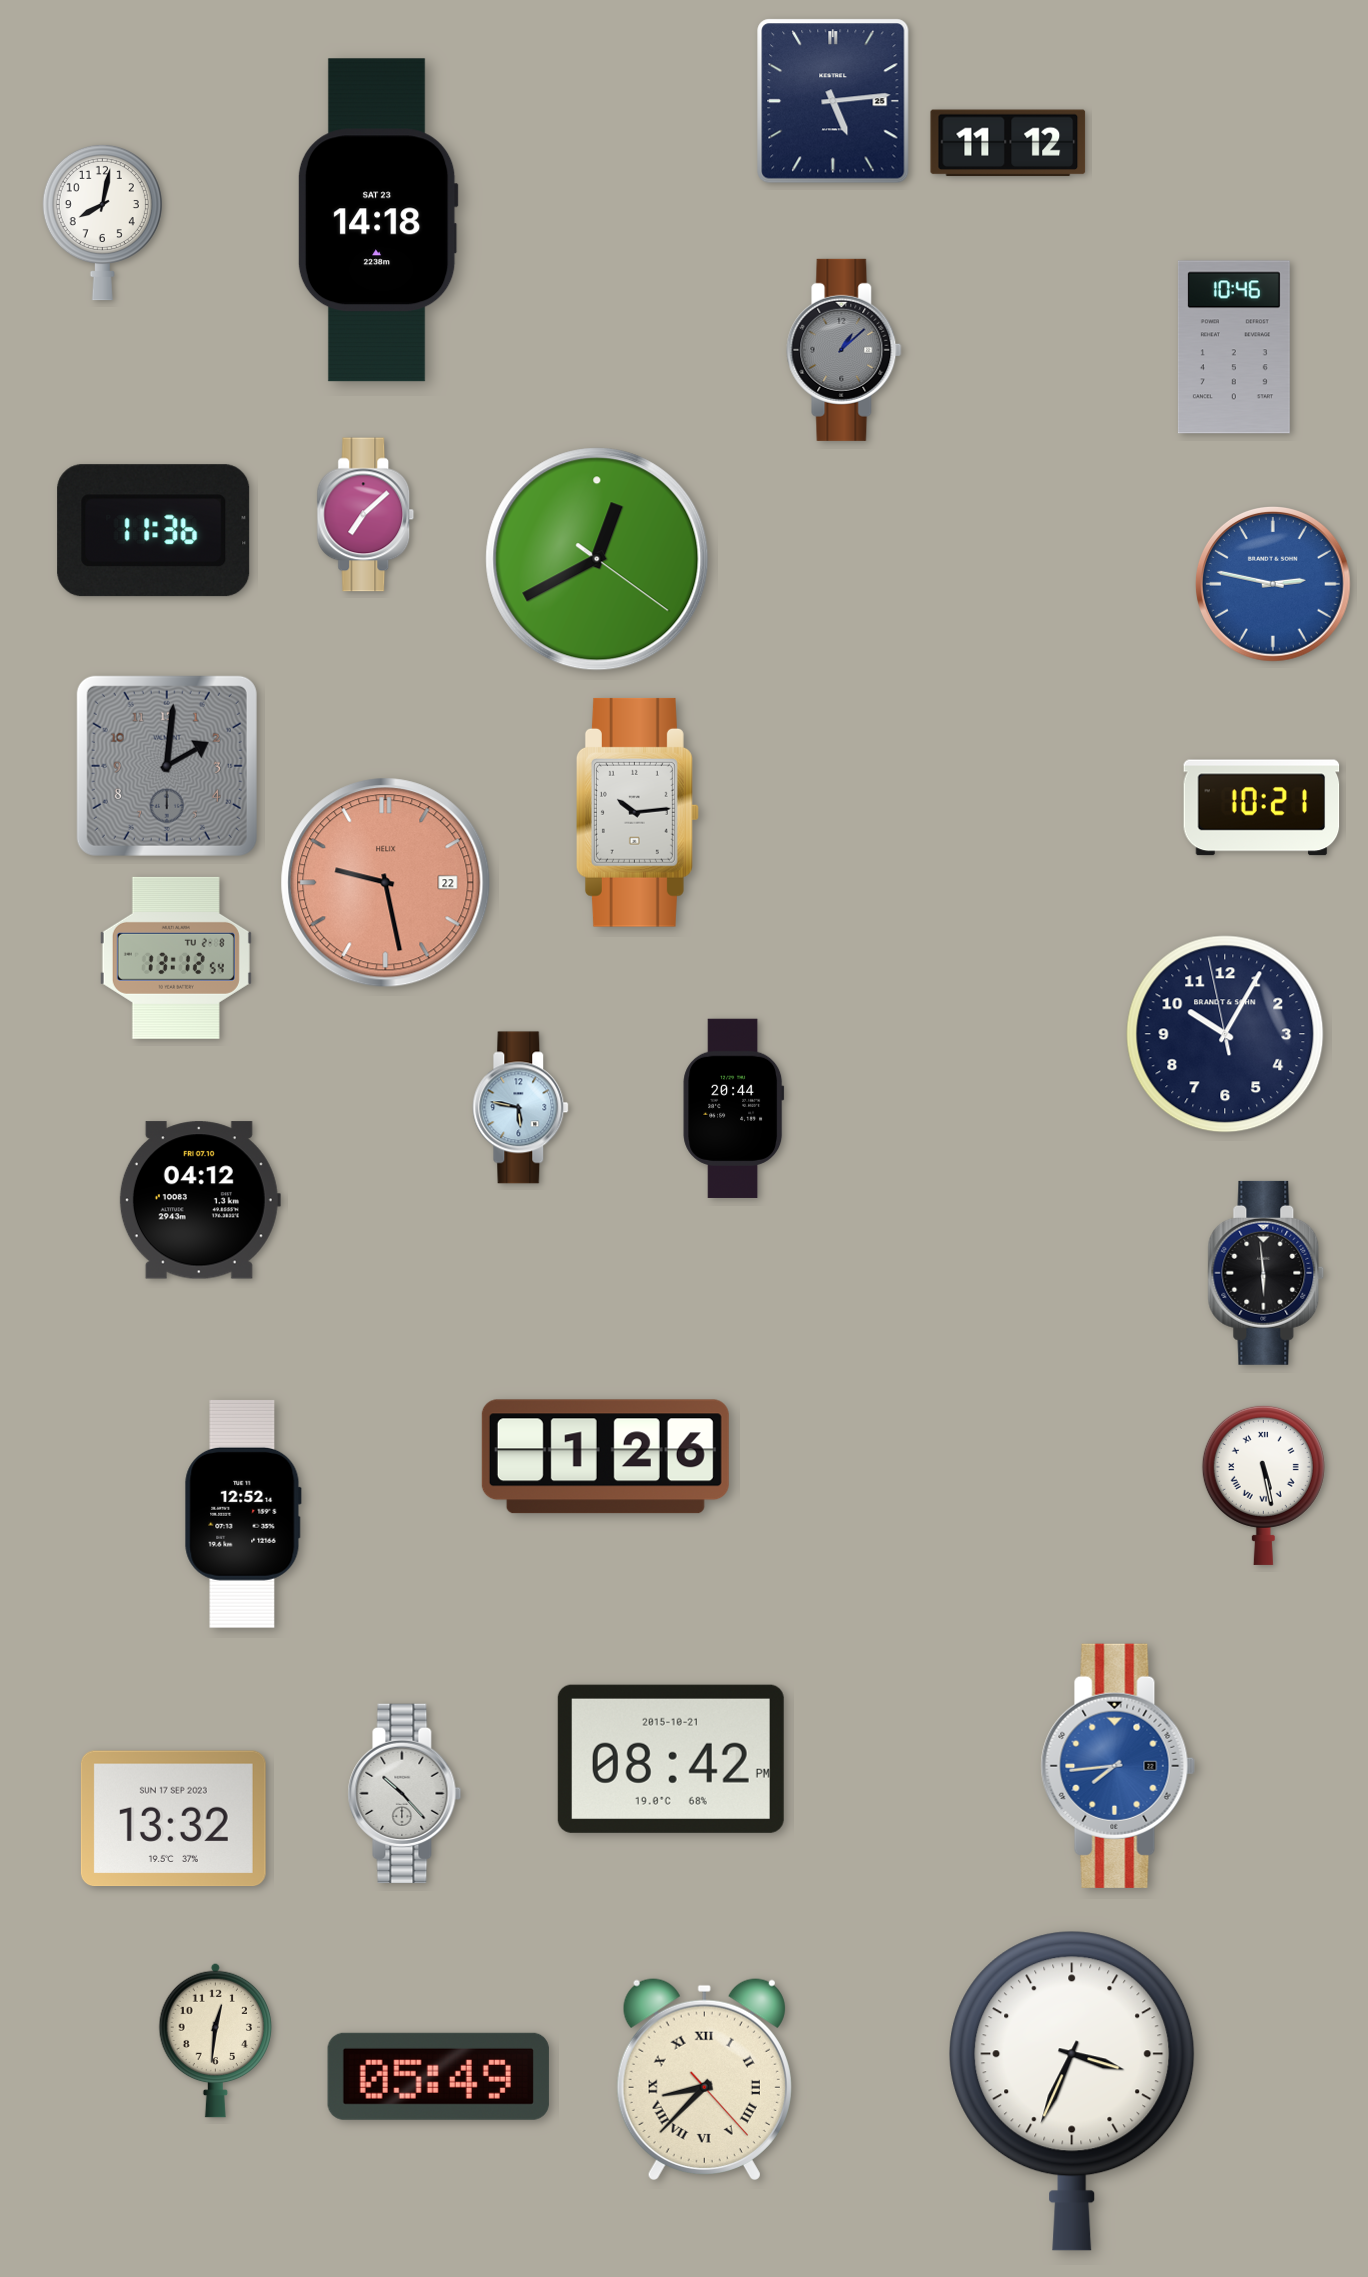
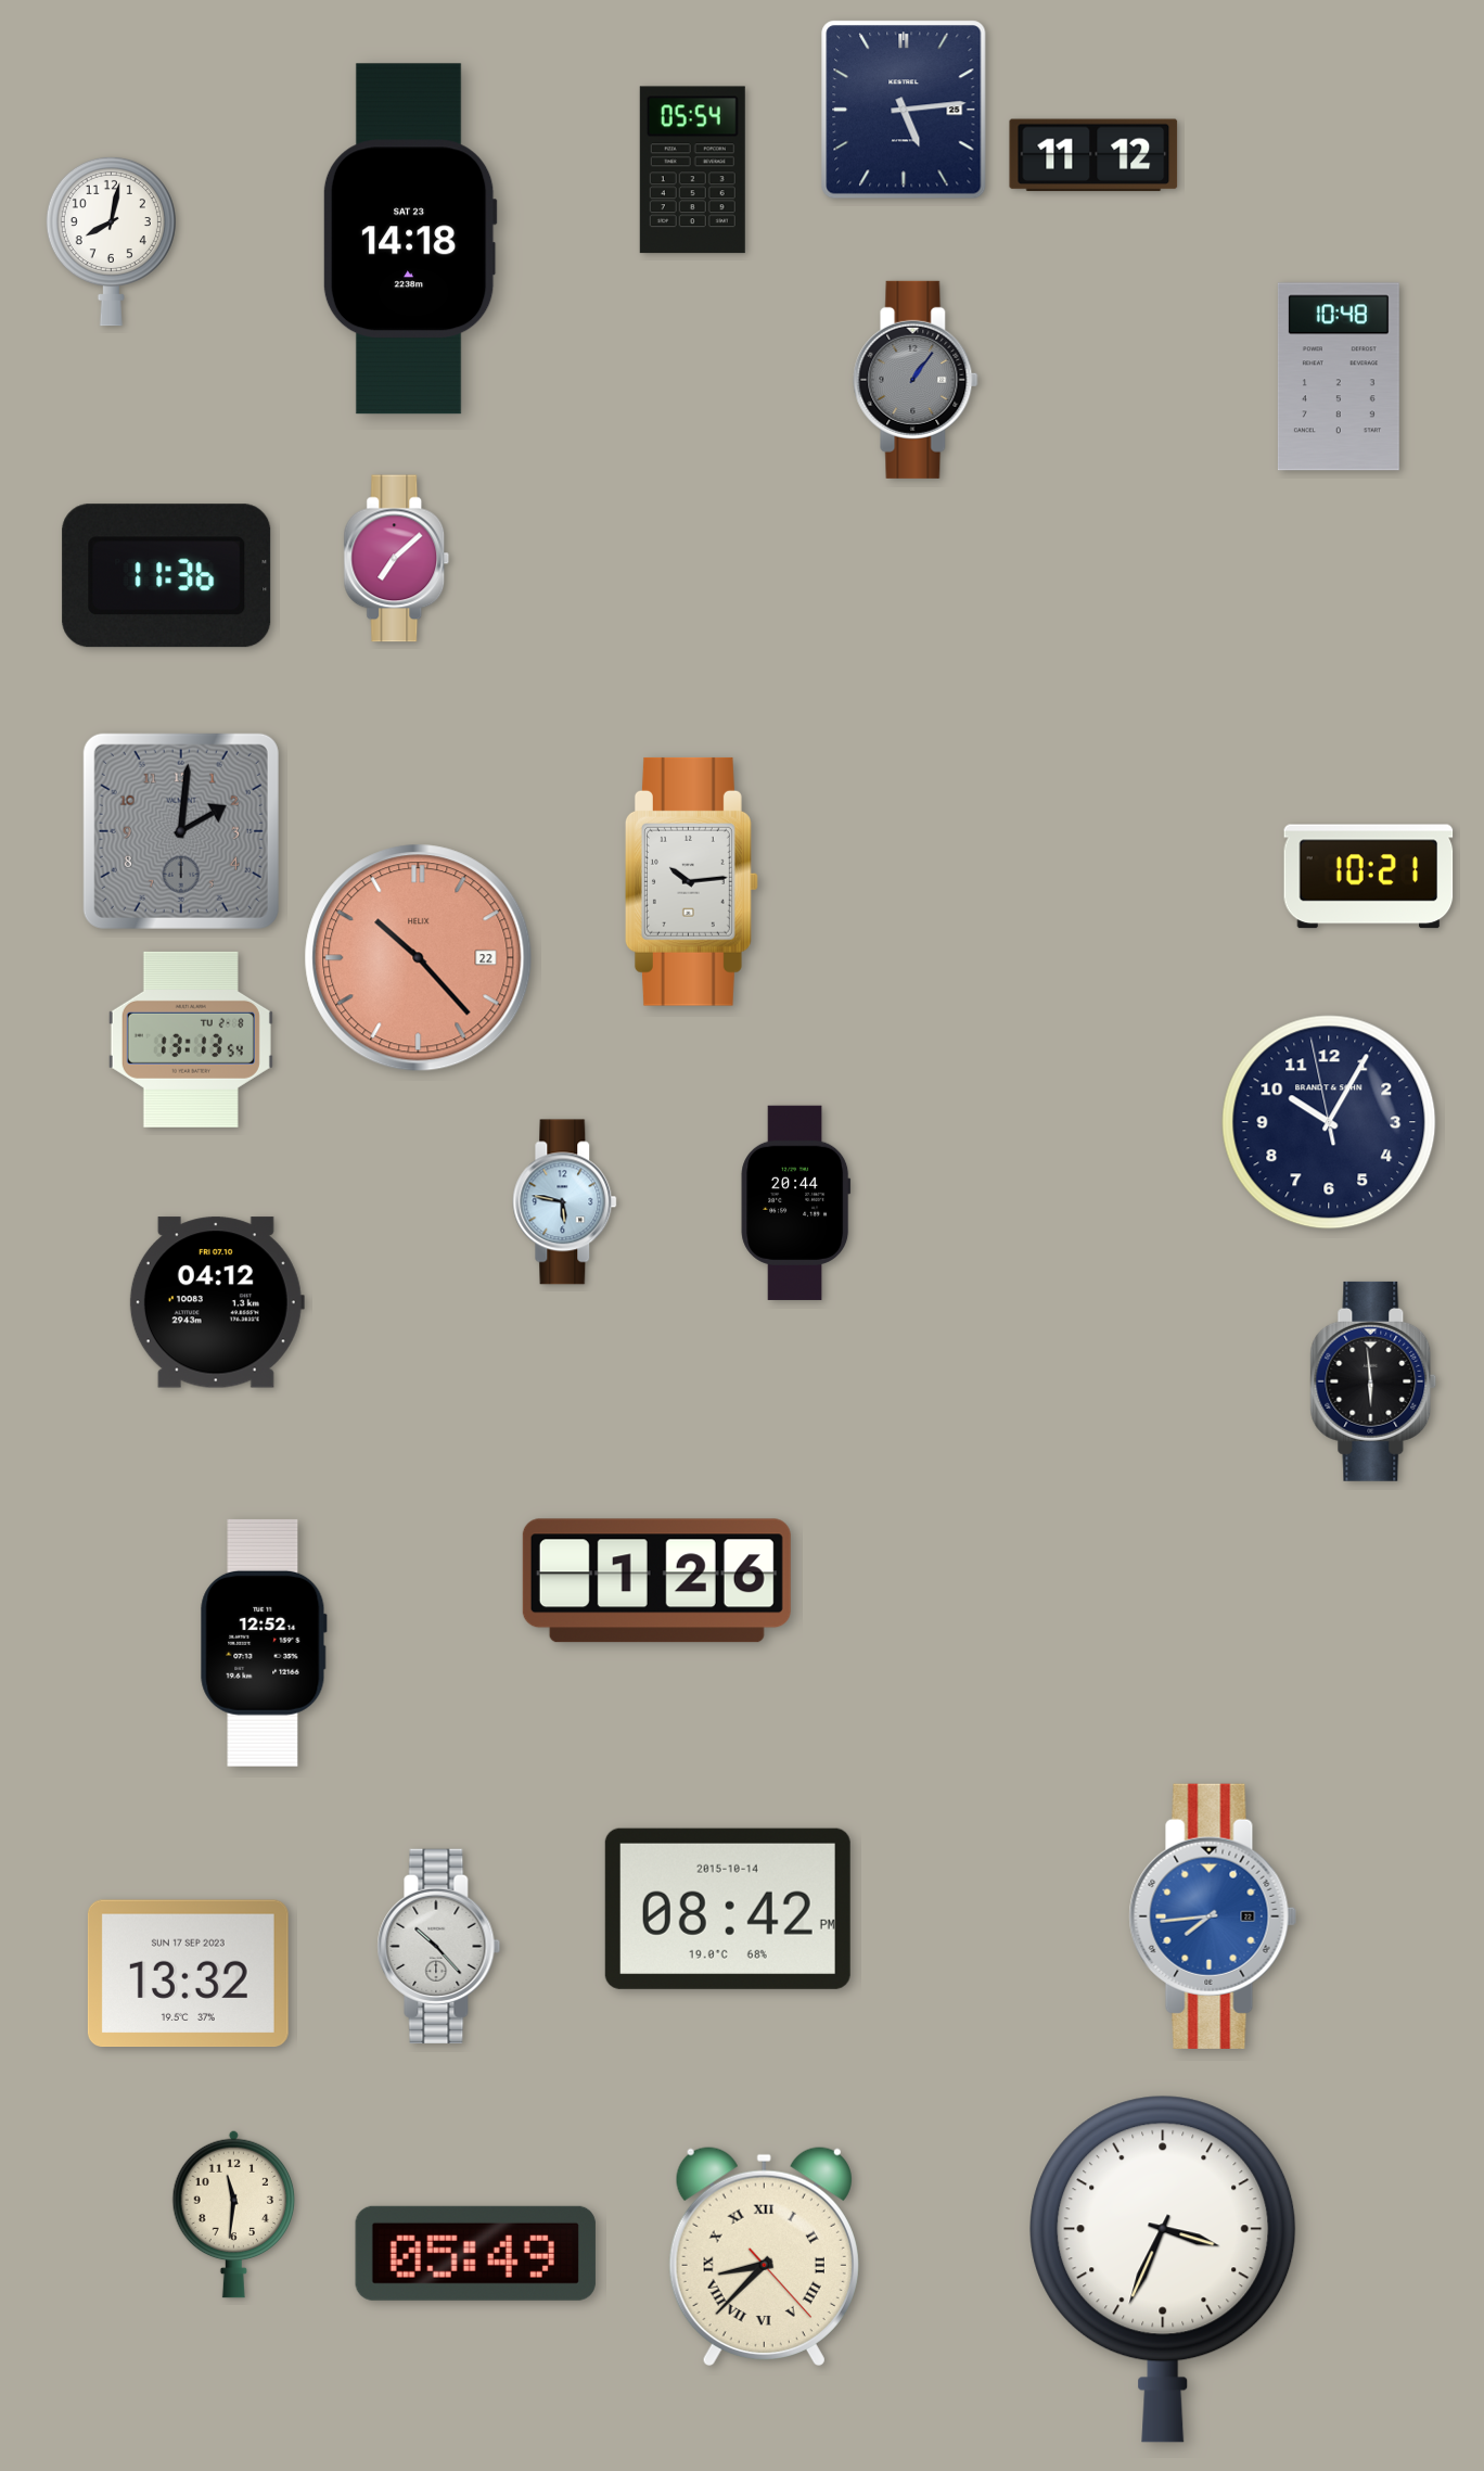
clock at (692, 170): none -> 05:54
clock at (1234, 347): 10:46 -> 10:48
clock at (844, 350): 1:08 -> 1:06
clock at (597, 559): 12:40 -> none
clock at (1274, 585): 2:47 -> none
clock at (386, 883): 9:28 -> 10:23
clock at (176, 958): 13:12 -> 13:13
clock at (1263, 1485): 5:28 -> none
clock at (671, 1759) date: 2015-10-21 -> 2015-10-14
clock at (216, 2040): 12:31 -> 11:31
